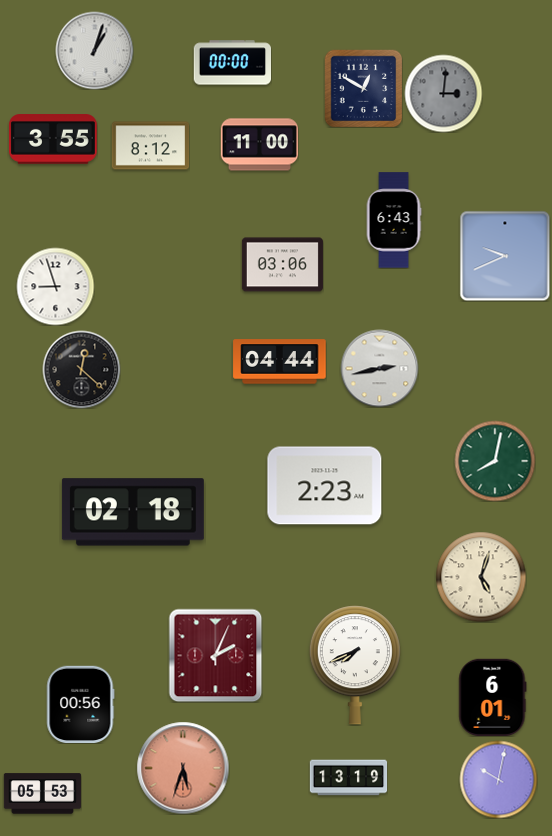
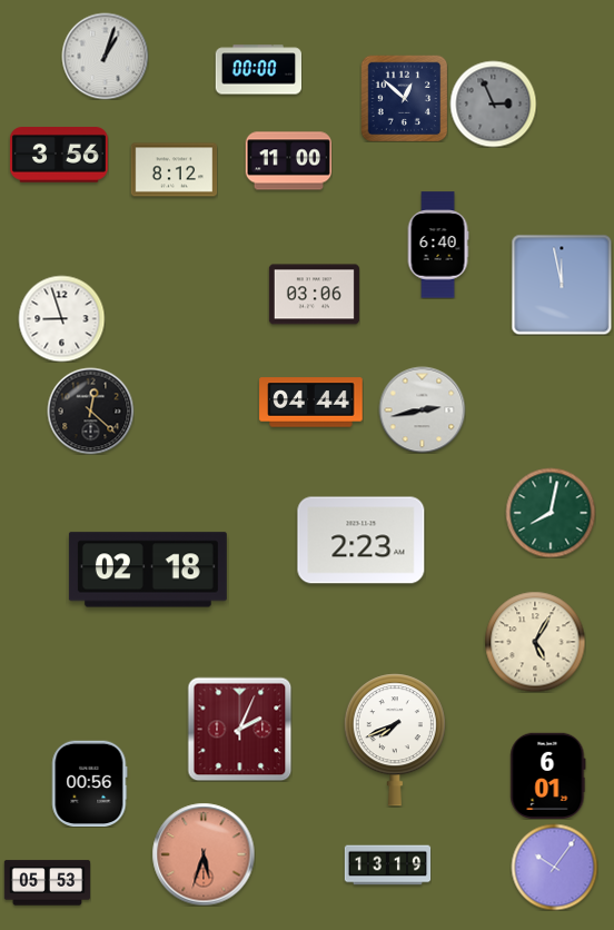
clock at (363, 88): 12:50 -> 12:52
clock at (443, 93): 3:01 -> 2:56
clock at (53, 139): 3:55 -> 3:56
clock at (150, 146) position: (150, 146) -> (174, 170)
clock at (394, 220): 6:43 -> 6:40
clock at (505, 256): 9:41 -> 11:58
clock at (481, 577): 5:03 -> 5:05
clock at (498, 779): 10:02 -> 10:06
